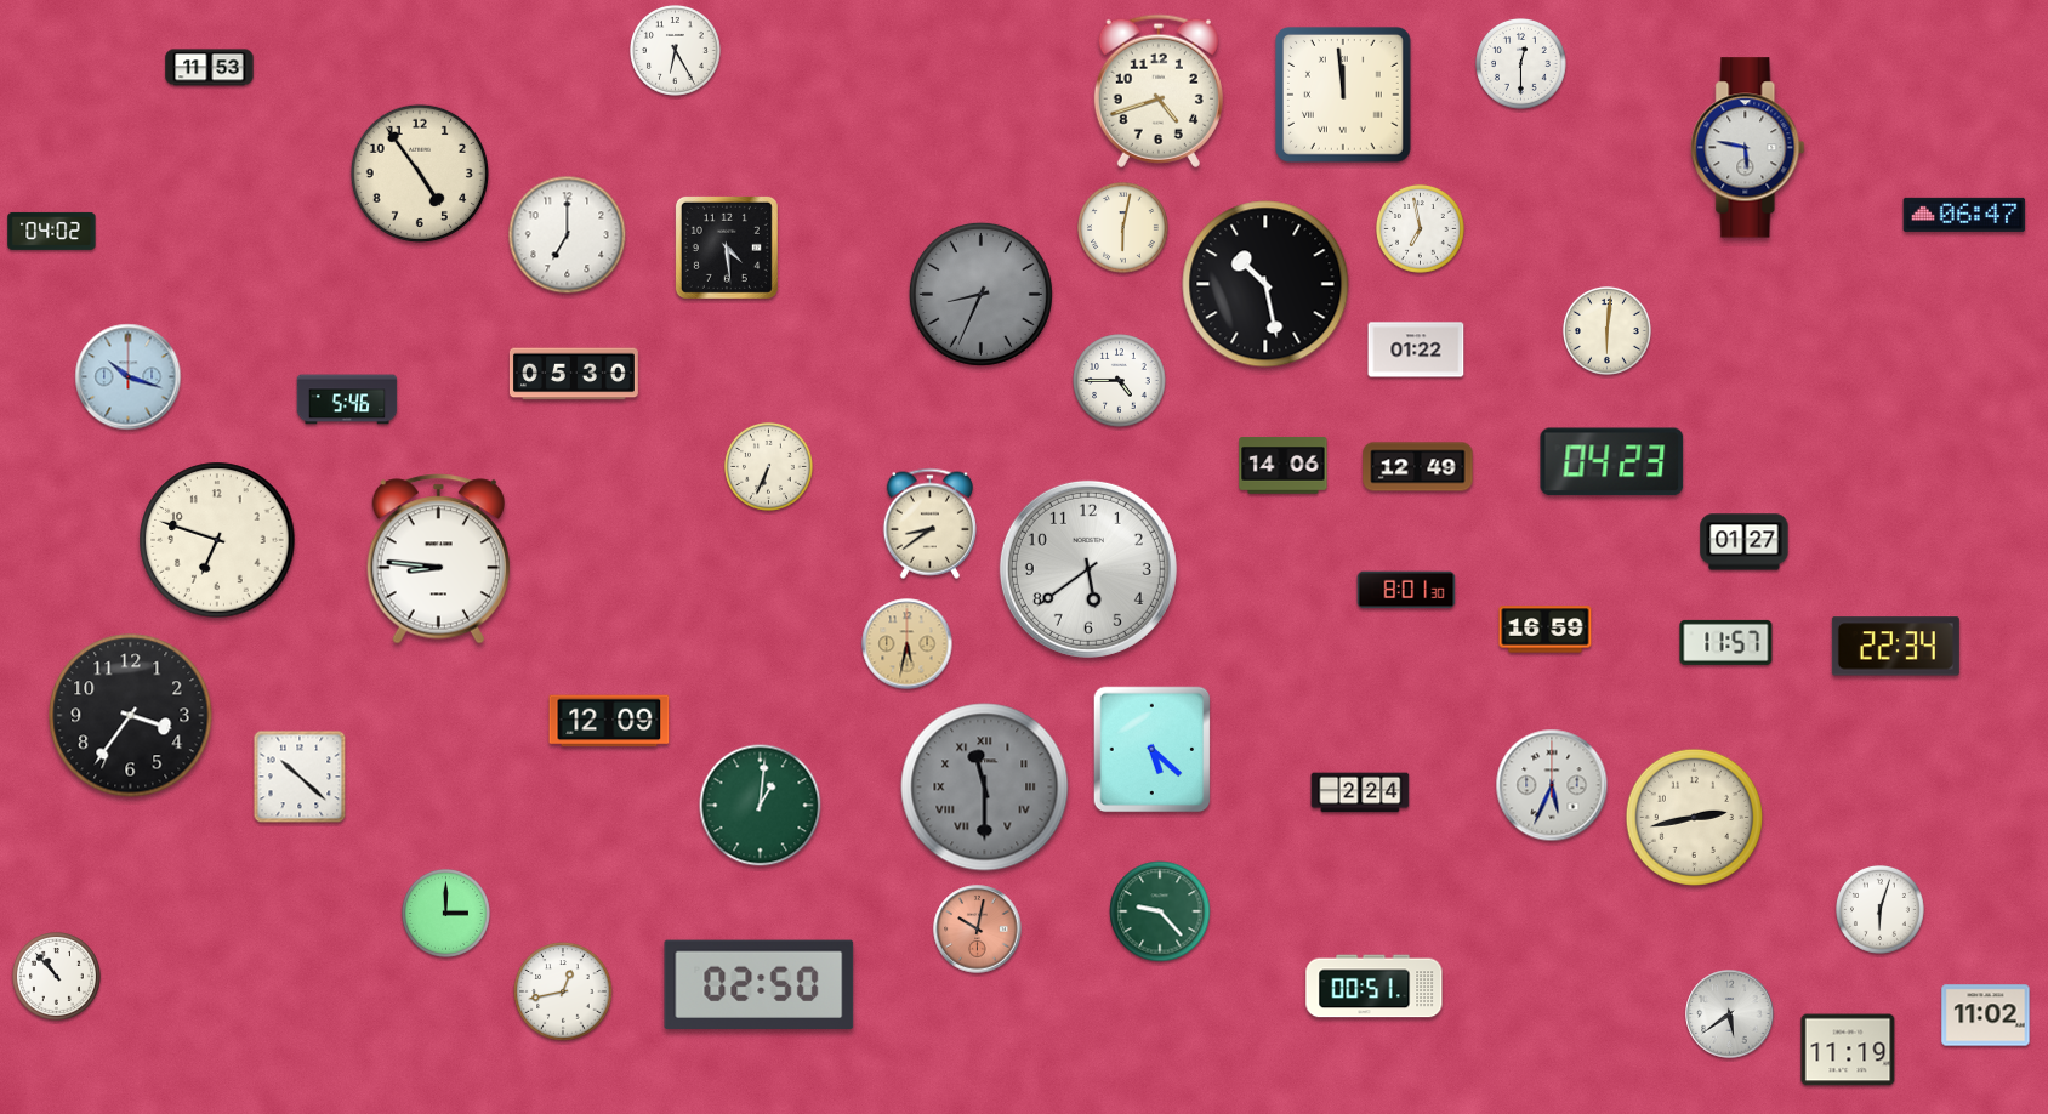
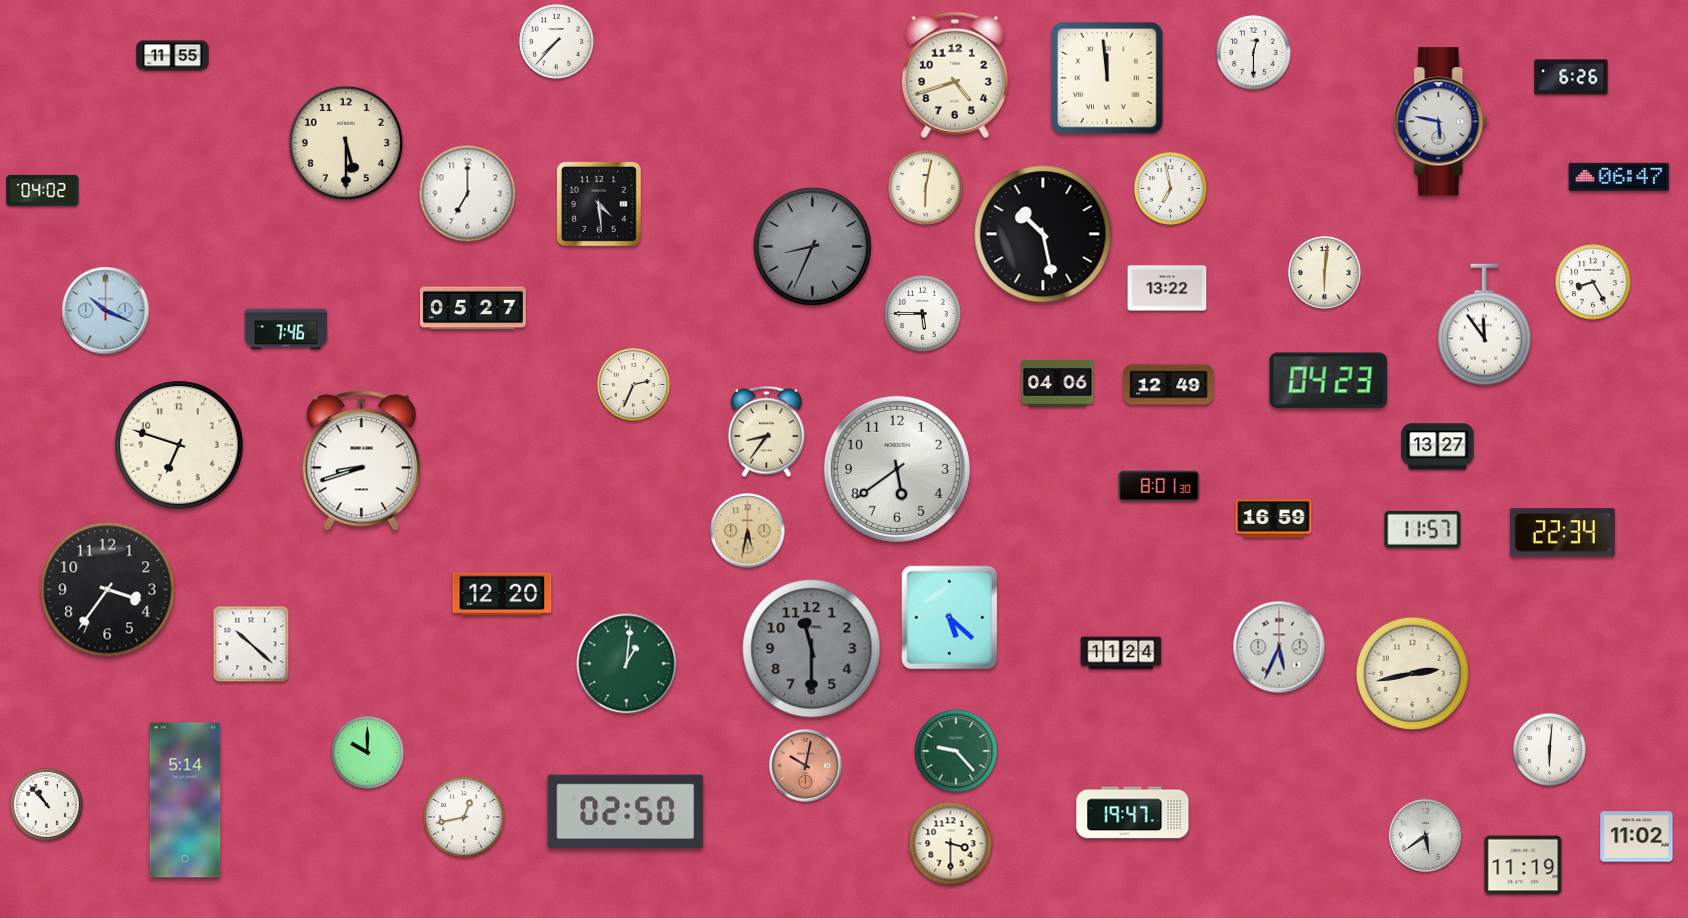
clock at (676, 51): 6:25 -> 7:37
clock at (210, 68): 11:53 -> 11:55
clock at (1571, 77): none -> 6:26
clock at (420, 174): 4:54 -> 5:30
clock at (980, 294) position: (980, 294) -> (812, 246)
clock at (1593, 282): none -> 8:25
clock at (1416, 349): 01:22 -> 13:22
clock at (574, 374): 05:30 -> 05:27
clock at (129, 377): 10:18 -> 10:19
clock at (1120, 381): 4:45 -> 5:45
clock at (1484, 325): none -> 11:54
clock at (347, 399): 5:46 -> 7:46
clock at (768, 466): 6:34 -> 2:34
clock at (1284, 466): 14:06 -> 04:06
clock at (929, 523): 8:39 -> 8:36
clock at (1745, 542): 01:27 -> 13:27
clock at (438, 559): 8:46 -> 8:42
clock at (609, 721): 12:09 -> 12:20
clock at (300, 777) position: (300, 777) -> (251, 644)
clock at (985, 788) numerals: Roman -> Arabic
clock at (1360, 792): 2:24 -> 11:24
clock at (1694, 817) position: (1694, 817) -> (1412, 673)
clock at (1879, 909): 6:03 -> 6:01
clock at (445, 913): 3:00 -> 10:00
clock at (185, 800): none -> 5:14
clock at (1375, 987): 00:51 -> 19:47
clock at (951, 844): none -> 3:30
